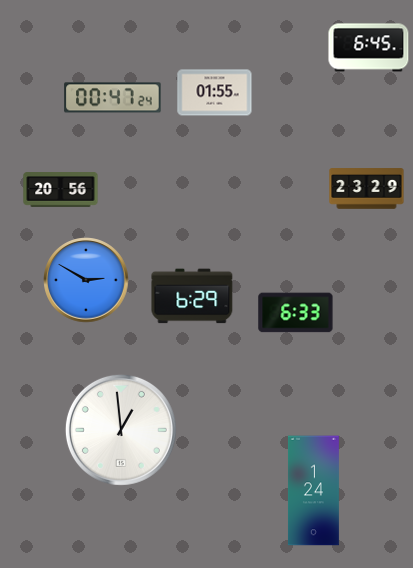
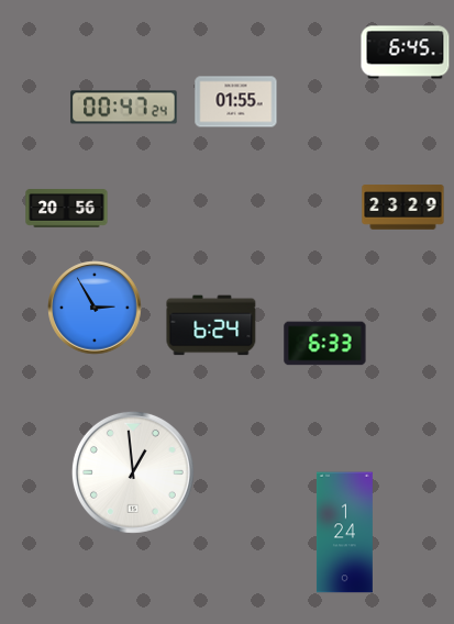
clock at (86, 280): 2:50 -> 2:55
clock at (192, 296): 6:29 -> 6:24
clock at (313, 491) position: (313, 491) -> (344, 533)
